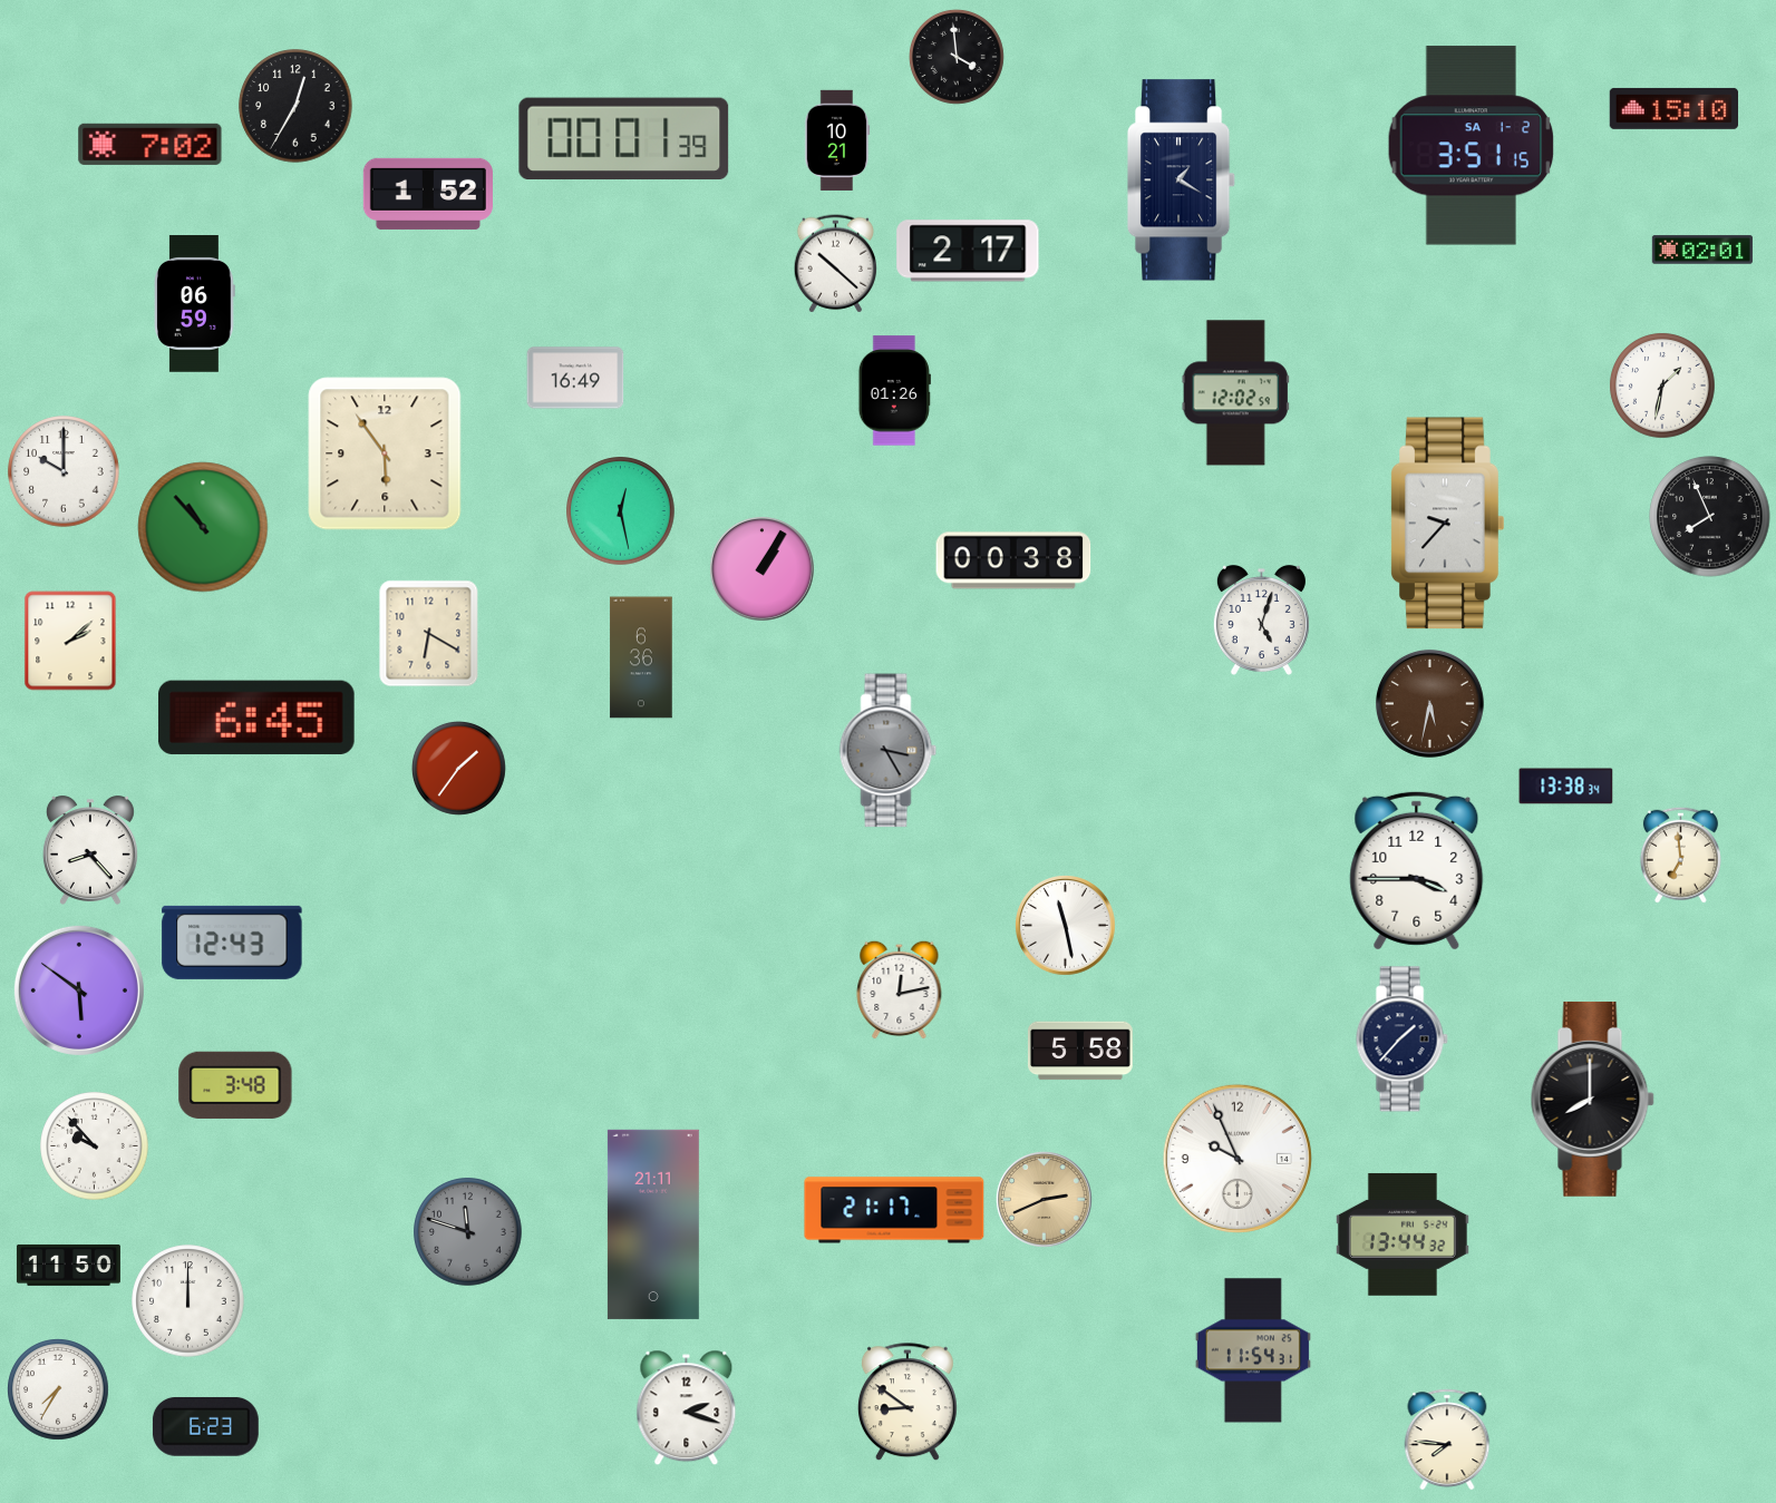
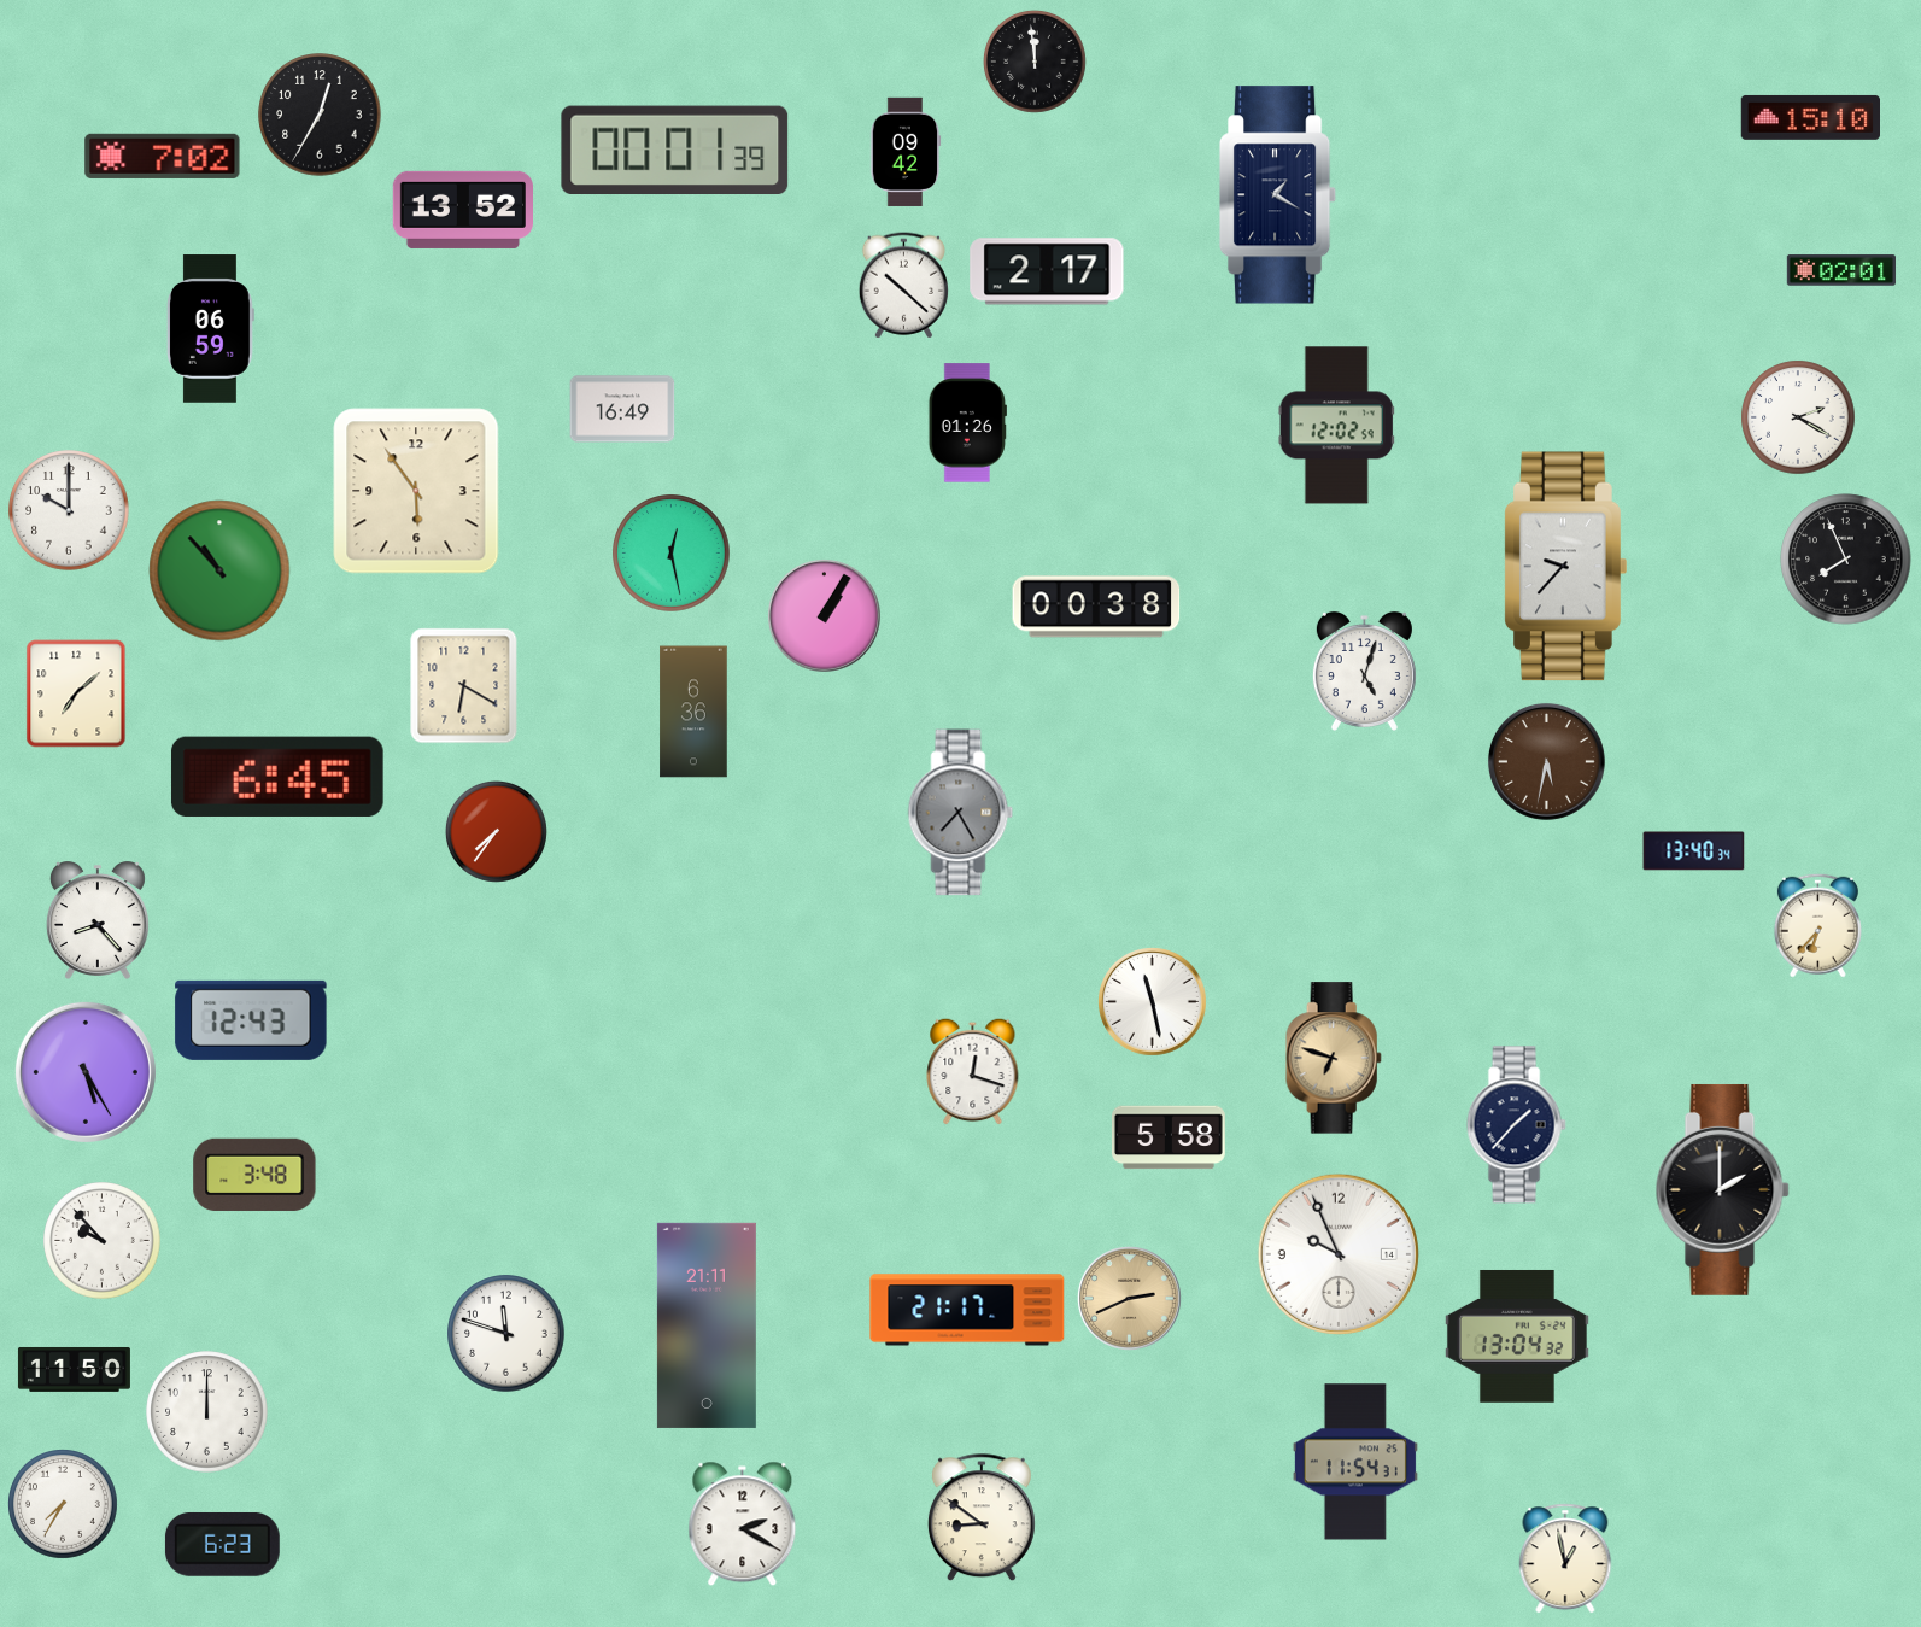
clock at (957, 57): 3:59 -> 11:59
clock at (837, 140): 10:21 -> 09:42
clock at (1472, 146): 3:51 -> none
clock at (427, 194): 1:52 -> 13:52
clock at (1662, 385): 1:32 -> 2:20
clock at (1710, 517) position: (1710, 517) -> (1846, 560)
clock at (70, 641): 2:08 -> 7:08
clock at (889, 751): 3:25 -> 7:25
clock at (458, 768): 1:36 -> 7:36
clock at (1566, 787): 13:38 -> 13:40
clock at (1680, 855): 6:59 -> 6:37
clock at (1417, 870): 3:45 -> none
clock at (1334, 1058): none -> 6:48
clock at (900, 989): 12:13 -> 12:18
clock at (79, 990): 5:51 -> 5:25
clock at (1592, 1099): 8:00 -> 2:00
clock at (468, 1232) dial: grey -> white
clock at (1403, 1234): 13:44 -> 13:04
clock at (188, 1301) position: (188, 1301) -> (207, 1412)
clock at (687, 1408): 2:18 -> 2:20
clock at (1447, 1439): 7:46 -> 12:58
